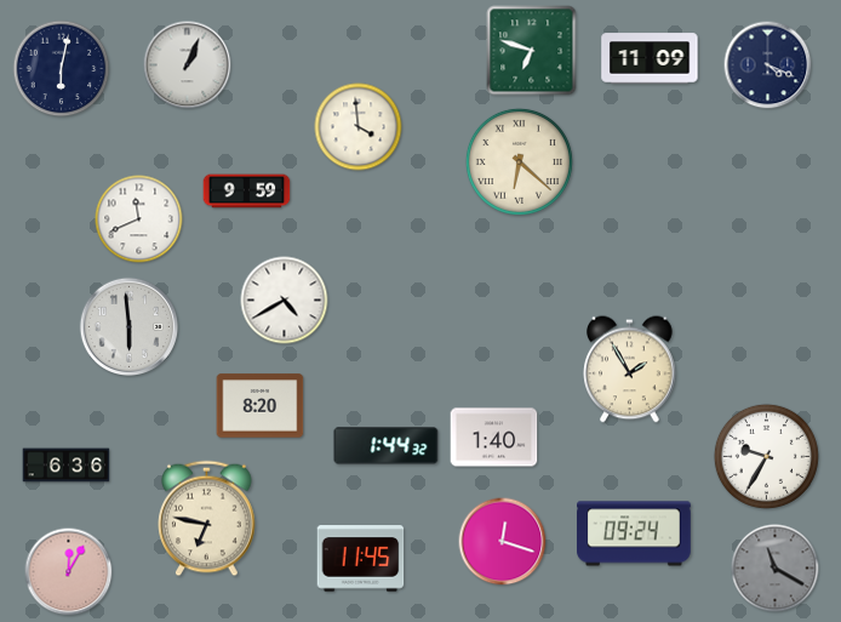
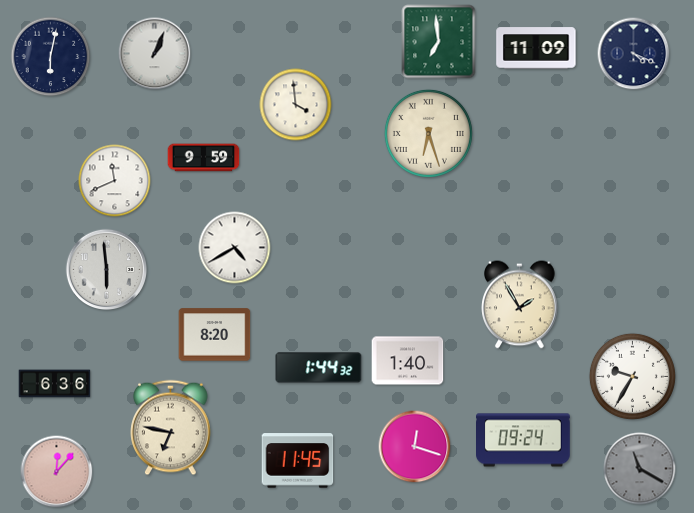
clock at (532, 51): 6:48 -> 6:59
clock at (519, 161): 6:22 -> 6:27
clock at (69, 572): 12:05 -> 12:07
